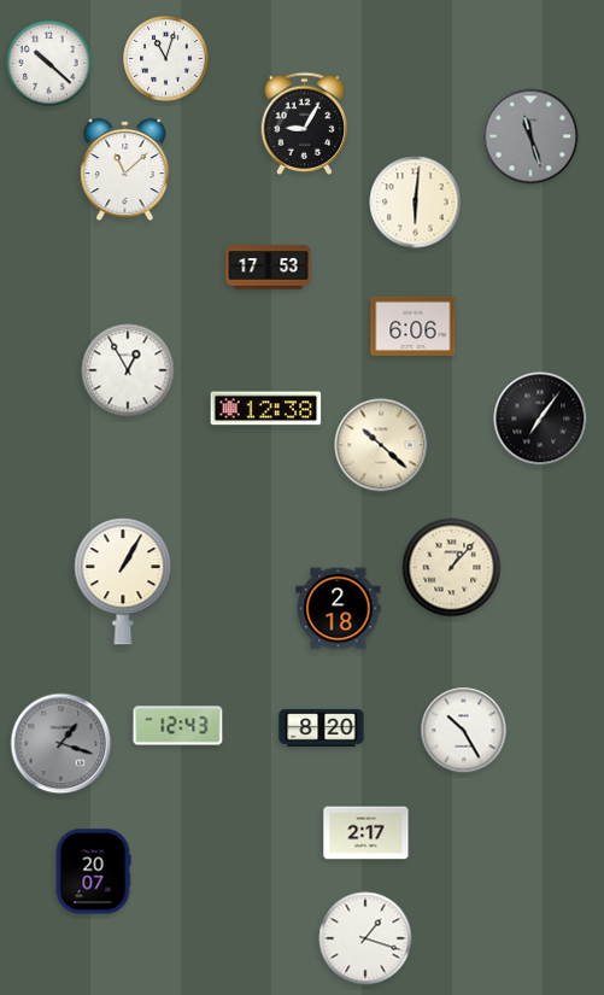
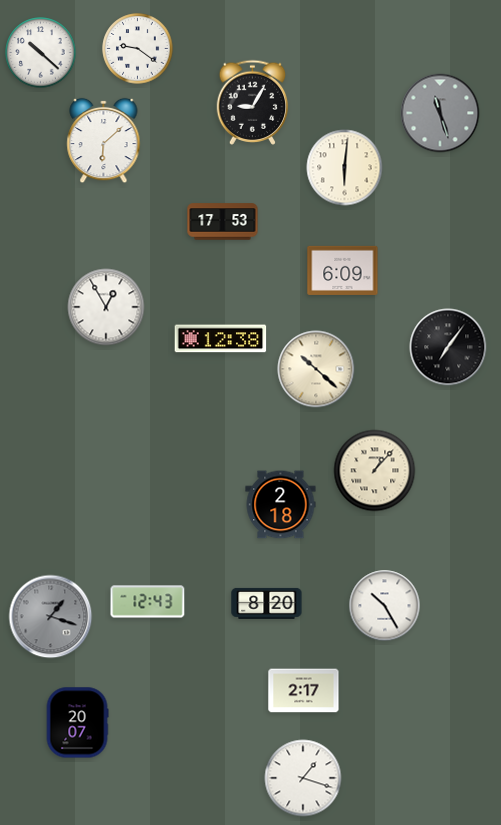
clock at (166, 59): 11:03 -> 9:21
clock at (125, 170): 11:08 -> 6:08
clock at (414, 326): 6:06 -> 6:09
clock at (123, 581): 1:05 -> none
